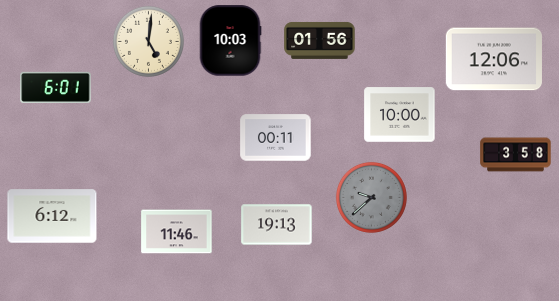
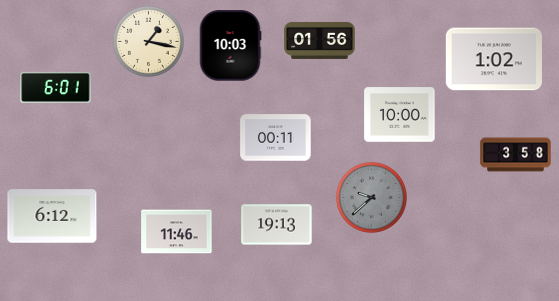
clock at (148, 41): 5:01 -> 1:17
clock at (230, 41) position: (230, 41) -> (230, 46)
clock at (494, 59): 12:06 -> 1:02
